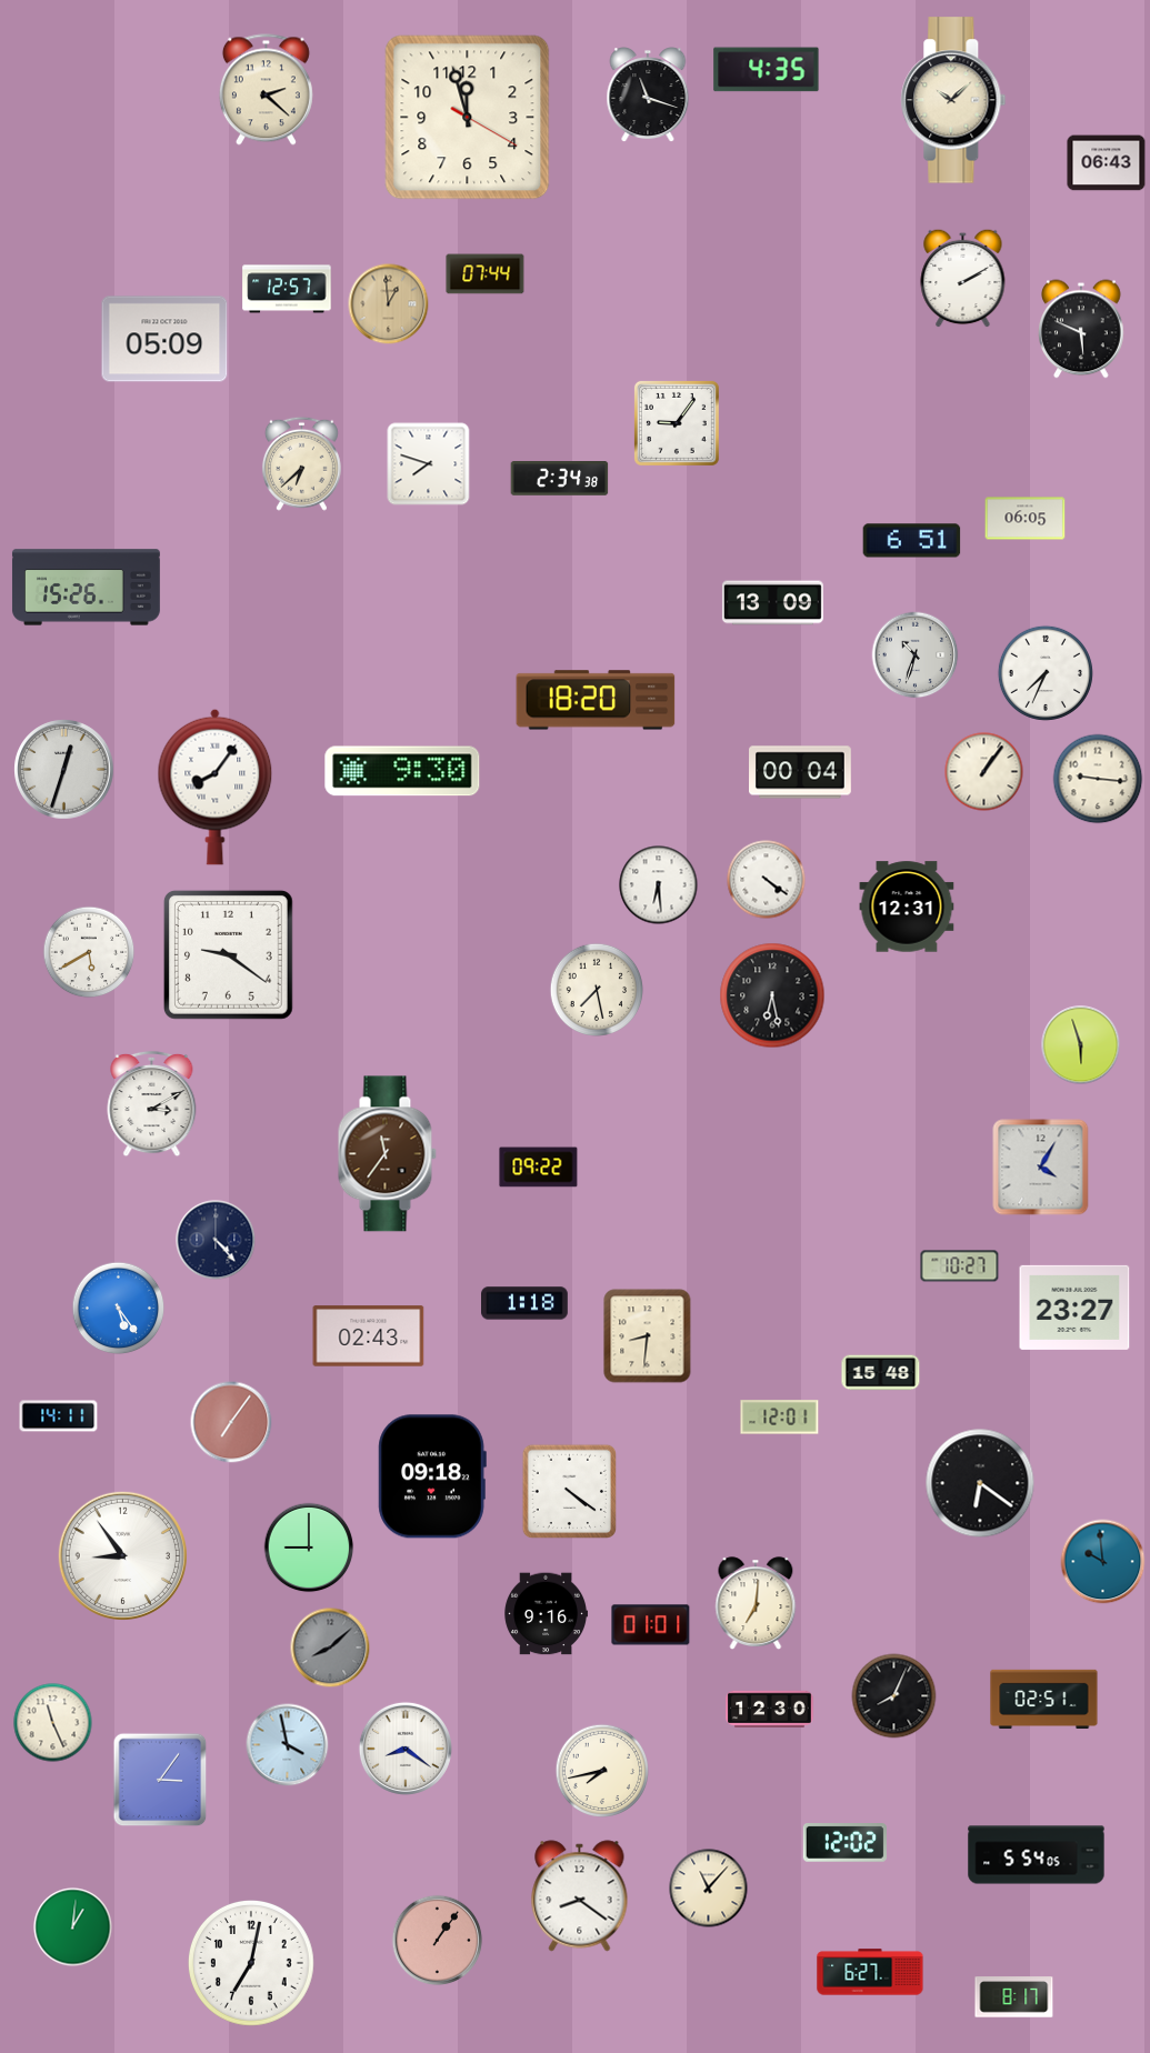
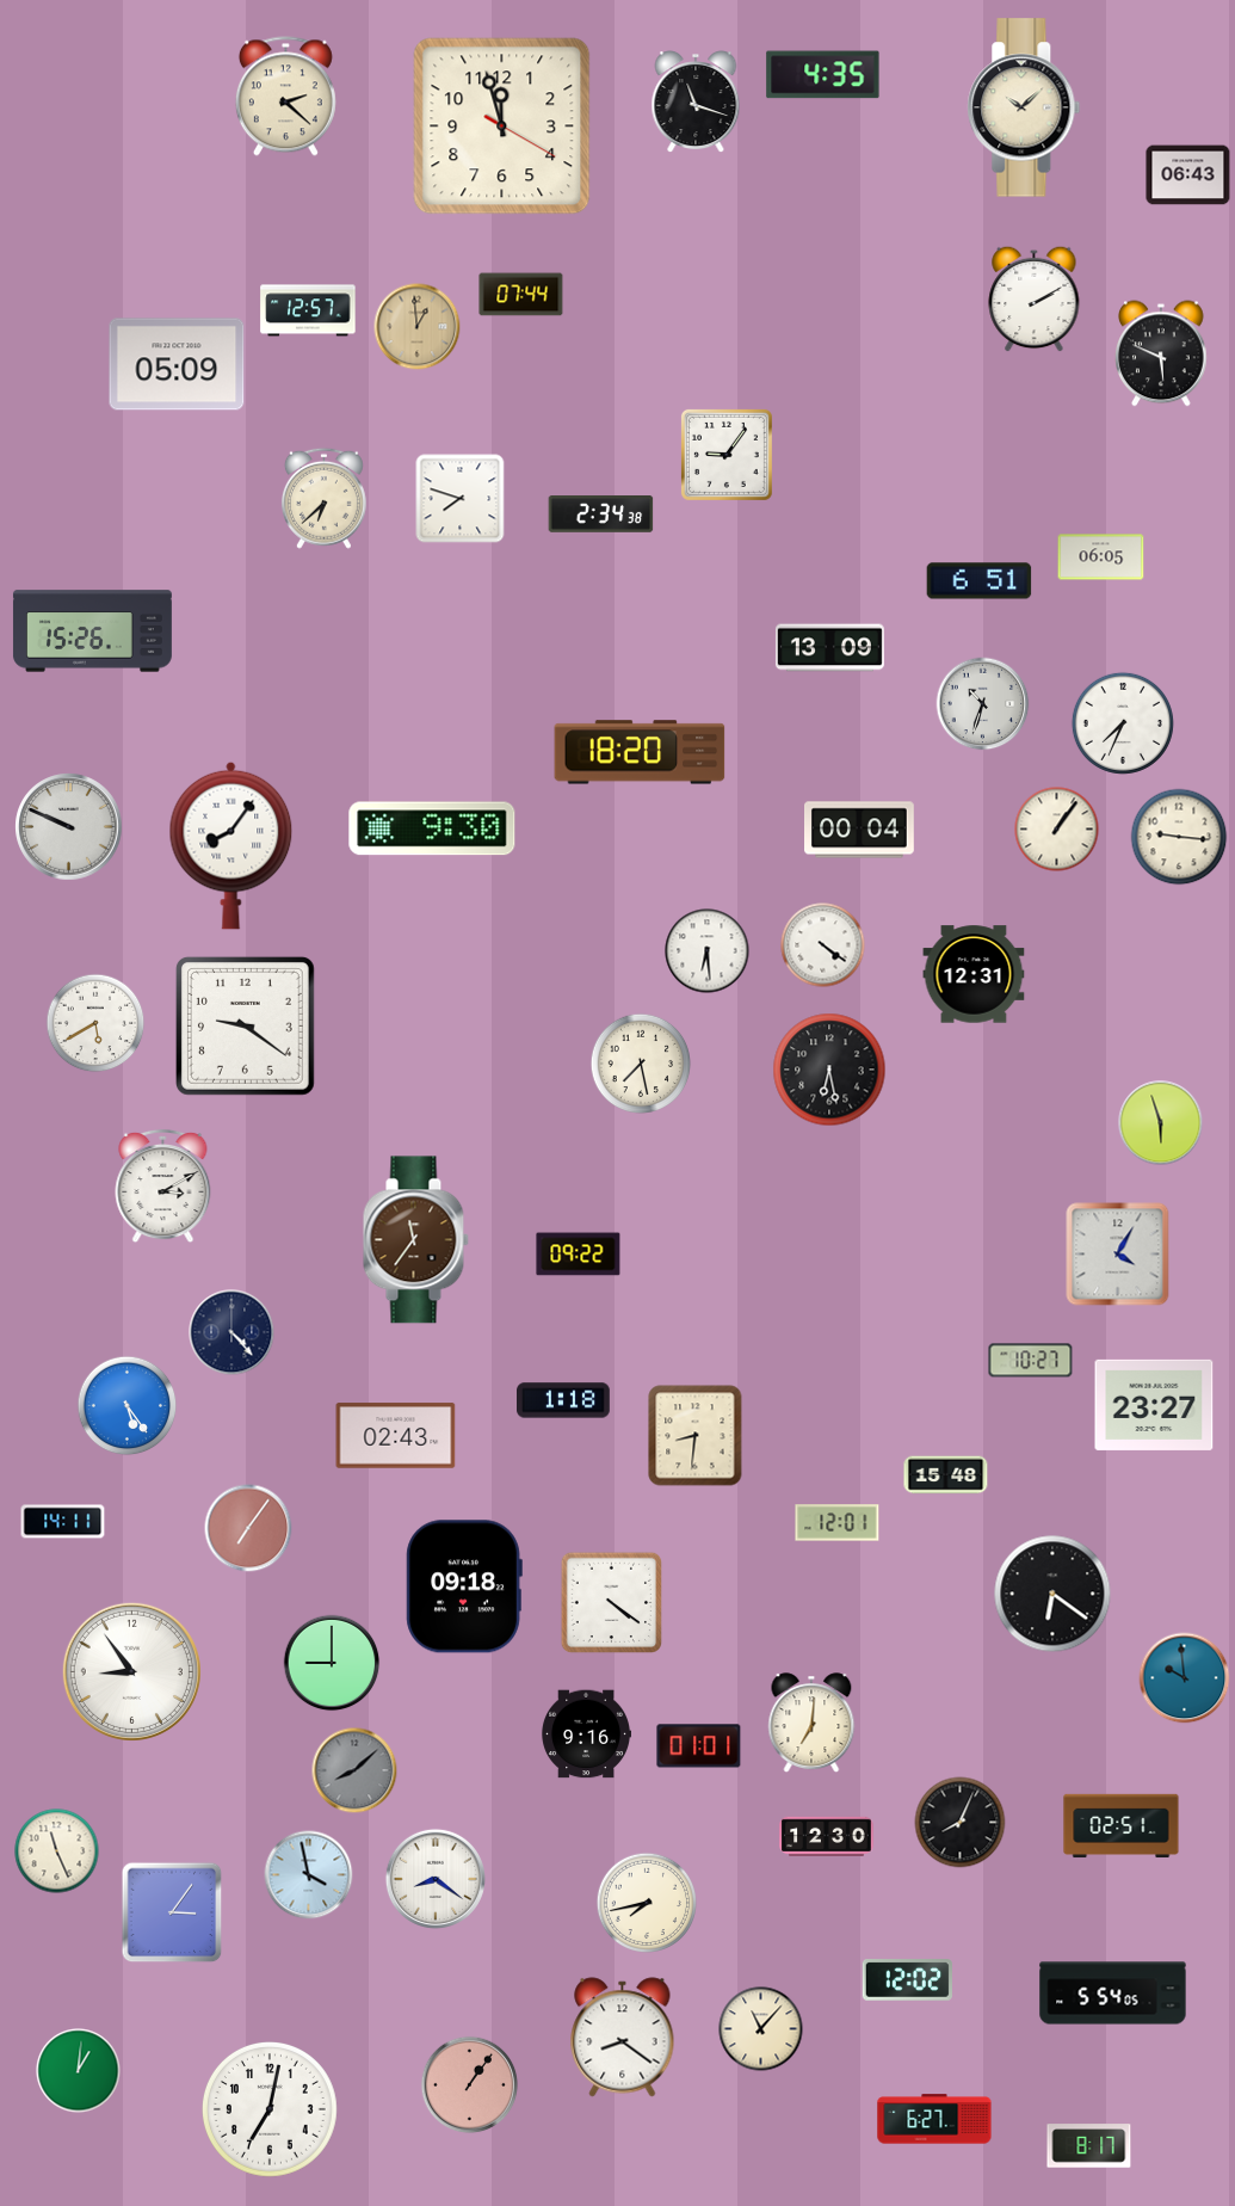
clock at (64, 770): 12:33 -> 9:49
